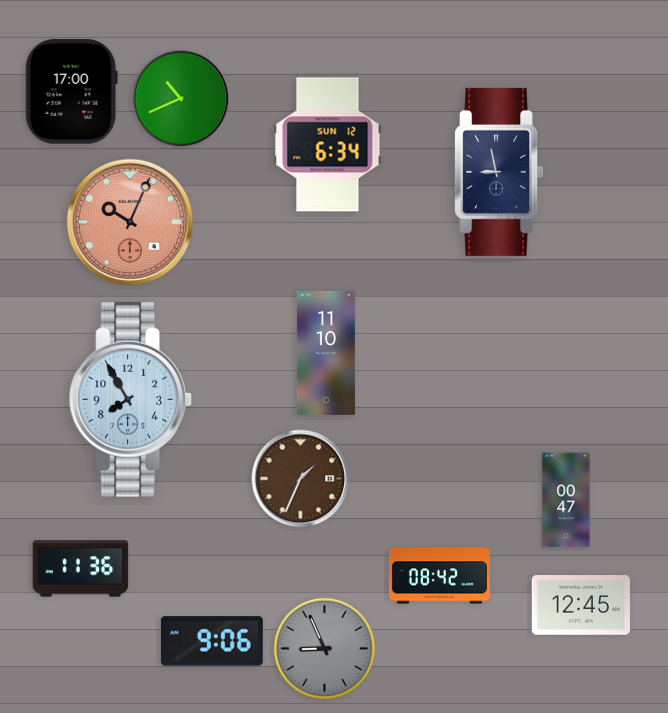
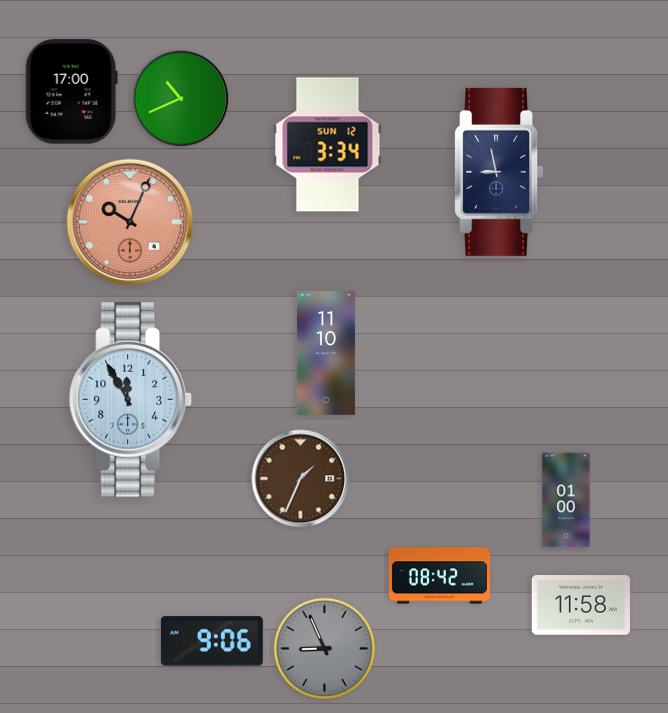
clock at (328, 145): 6:34 -> 3:34
clock at (130, 400): 7:55 -> 11:55
clock at (566, 500): 00:47 -> 01:00
clock at (81, 569): 11:36 -> none
clock at (580, 605): 12:45 -> 11:58
